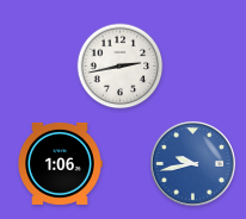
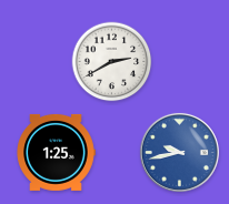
clock at (121, 67): 2:43 -> 2:40
clock at (60, 163): 1:06 -> 1:25
